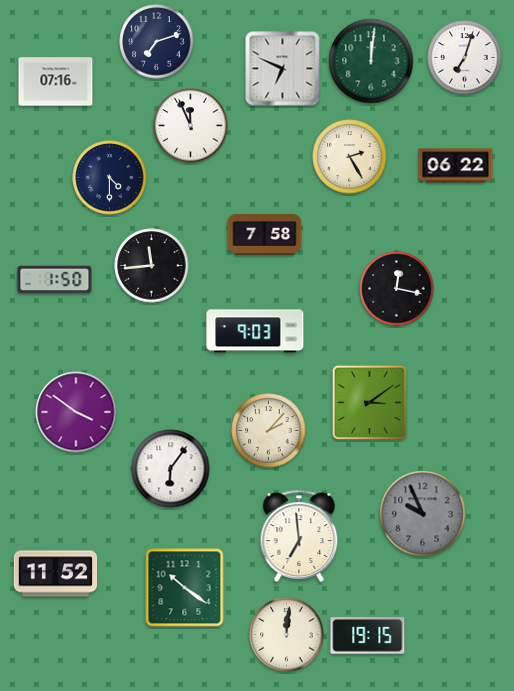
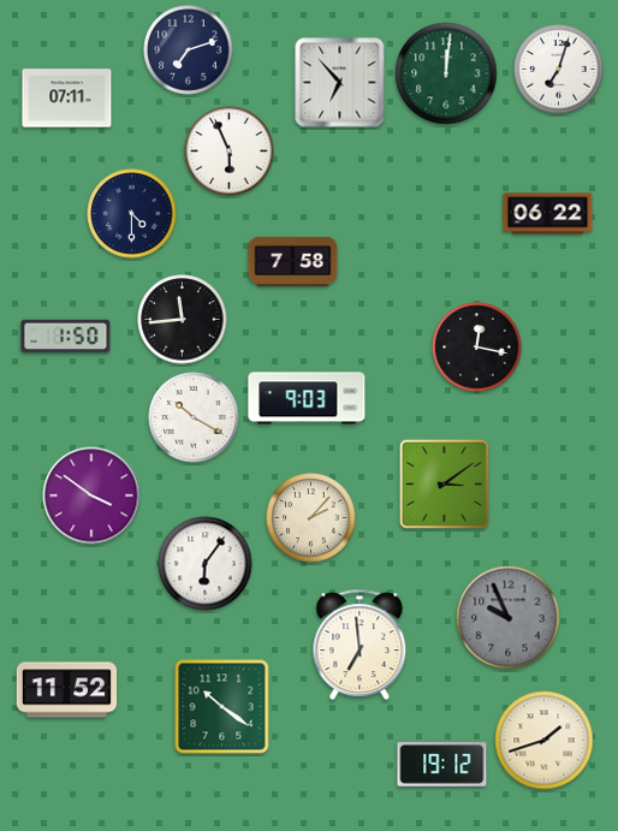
clock at (283, 69): 6:49 -> 6:53
clock at (56, 82): 07:16 -> 07:11
clock at (191, 126): 11:56 -> 5:56
clock at (350, 157): 2:25 -> none
clock at (456, 166) position: (456, 166) -> (548, 214)
clock at (265, 234) position: (265, 234) -> (293, 261)
clock at (194, 417): none -> 10:20
clock at (269, 431) position: (269, 431) -> (311, 518)
clock at (545, 741): none -> 1:42
clock at (287, 635): 12:01 -> none
clock at (368, 636): 19:15 -> 19:12
